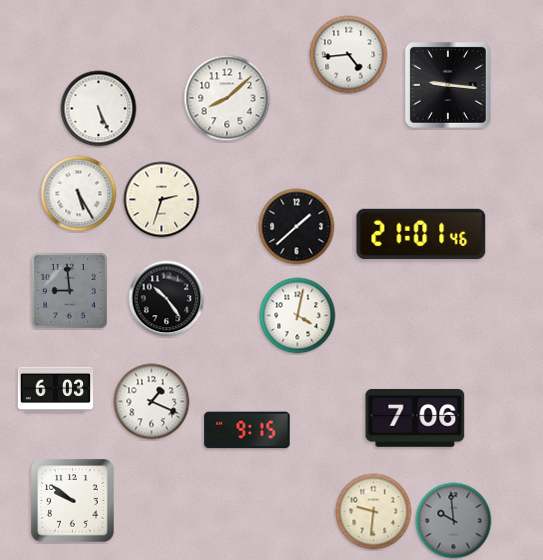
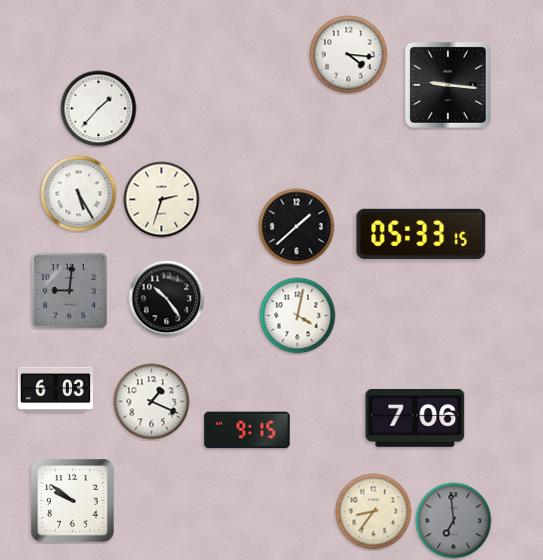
clock at (349, 55): 4:44 -> 4:16
clock at (227, 98): 8:08 -> none
clock at (99, 109): 5:26 -> 1:37
clock at (421, 234): 21:01 -> 05:33
clock at (69, 290): 8:59 -> 9:01
clock at (374, 512): 9:31 -> 8:36
clock at (454, 521): 9:59 -> 6:59
